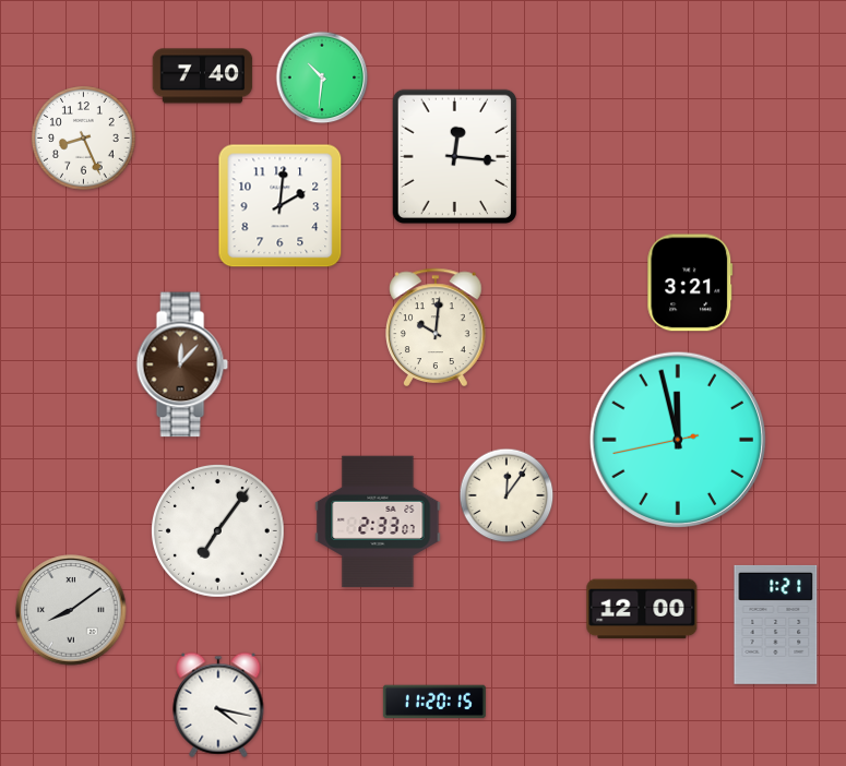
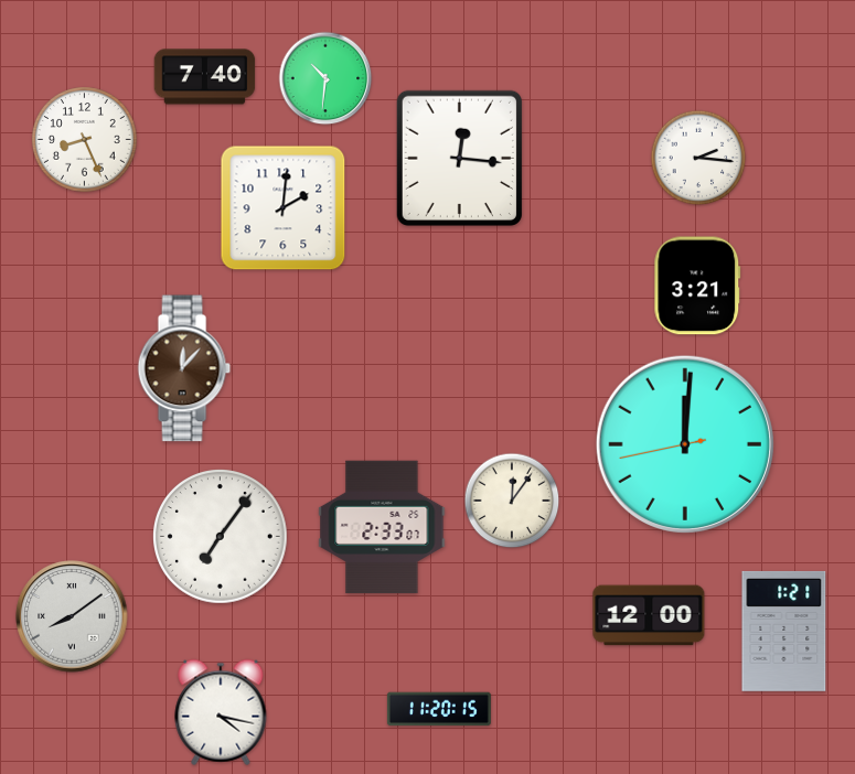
clock at (698, 158): none -> 2:16
clock at (437, 326): 10:01 -> none
clock at (678, 440): 11:57 -> 12:00
